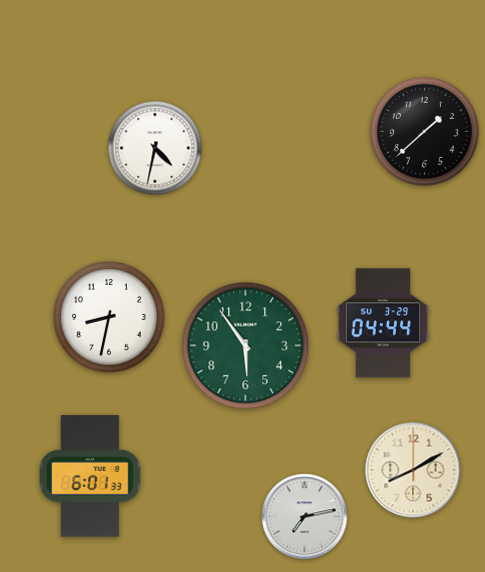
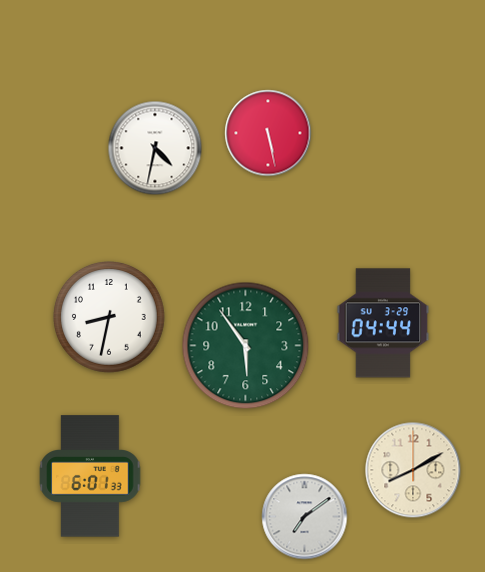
clock at (424, 131): 1:38 -> none
clock at (268, 133): none -> 5:28
clock at (305, 517): 7:13 -> 7:09
